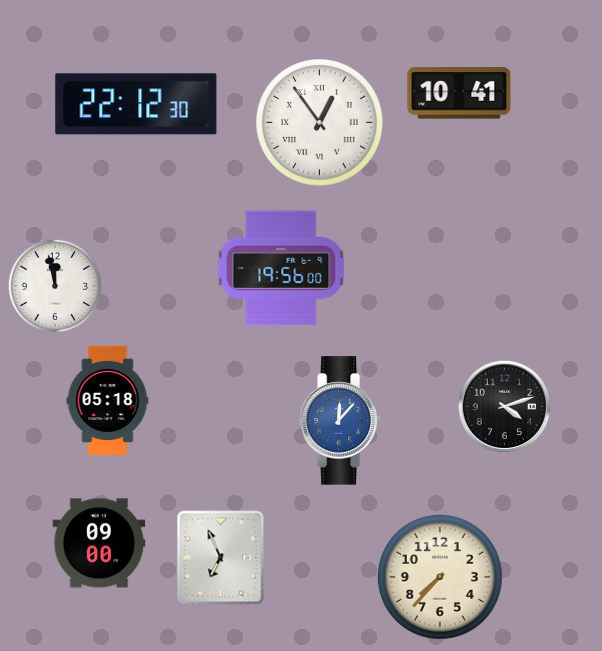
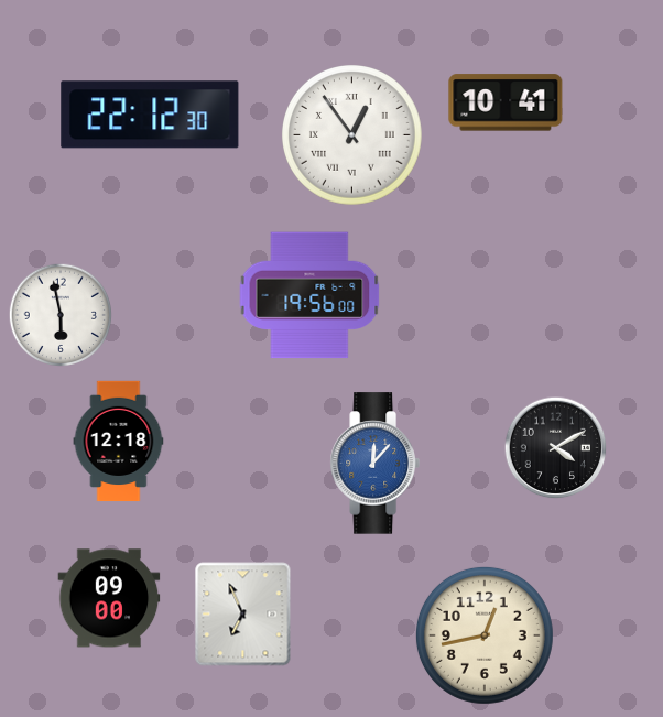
clock at (54, 285): 11:58 -> 5:58
clock at (108, 401): 05:18 -> 12:18
clock at (505, 407): 4:12 -> 4:10
clock at (440, 577): 7:37 -> 12:43
